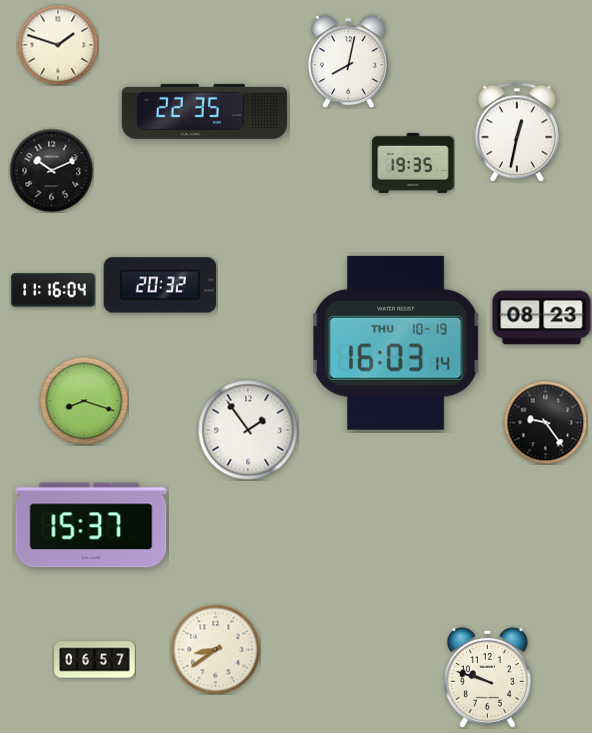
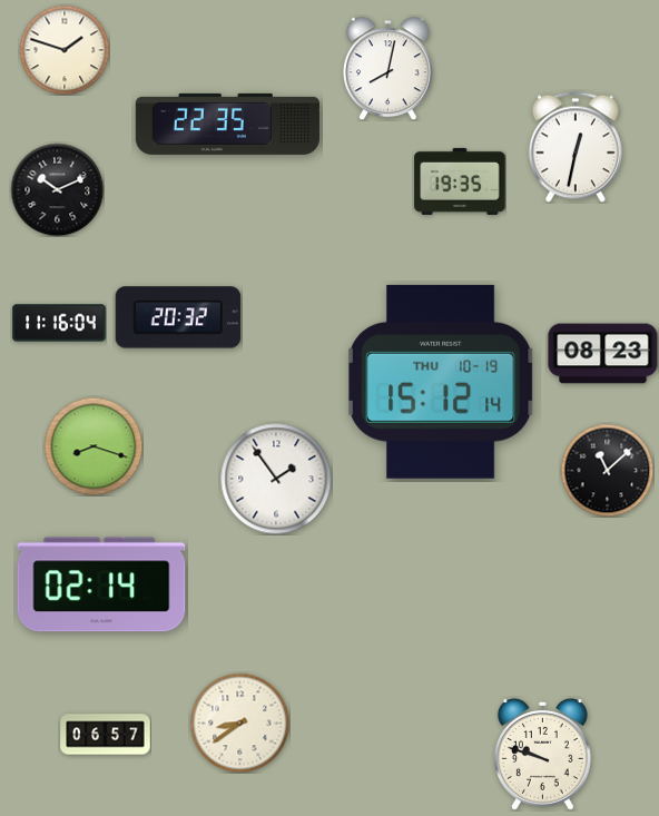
clock at (396, 343): 16:03 -> 15:12
clock at (545, 422): 9:24 -> 11:08
clock at (91, 525): 15:37 -> 02:14
